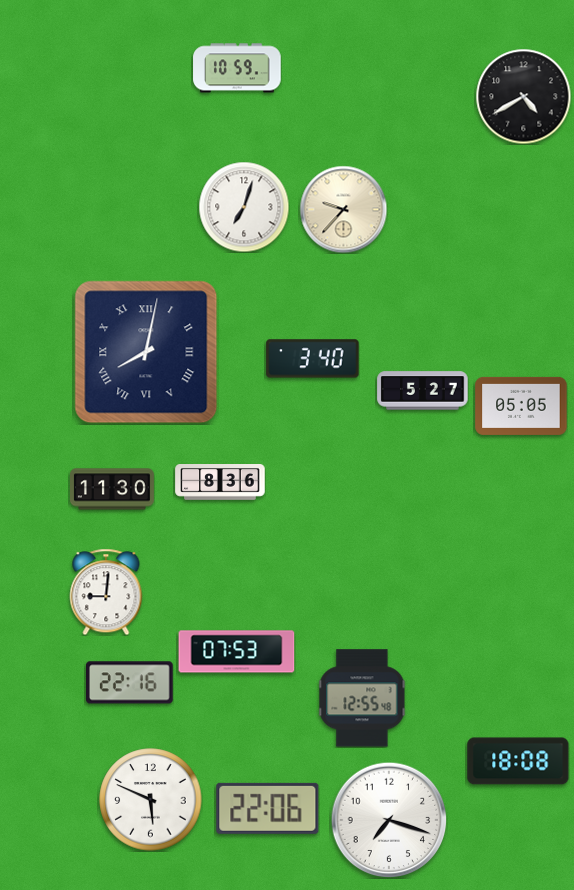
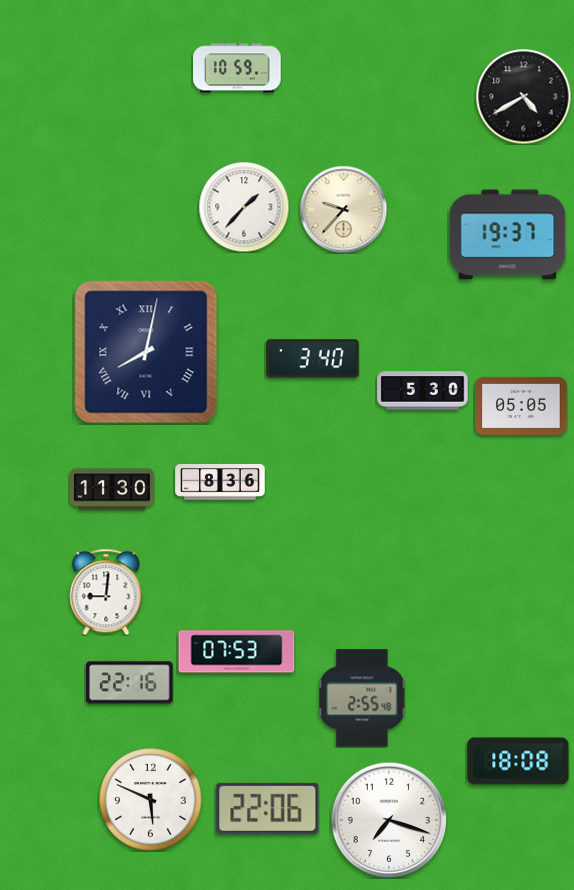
clock at (244, 207): 7:03 -> 1:37
clock at (508, 235): none -> 19:37
clock at (423, 391): 5:27 -> 5:30
clock at (362, 698): 12:55 -> 2:55
